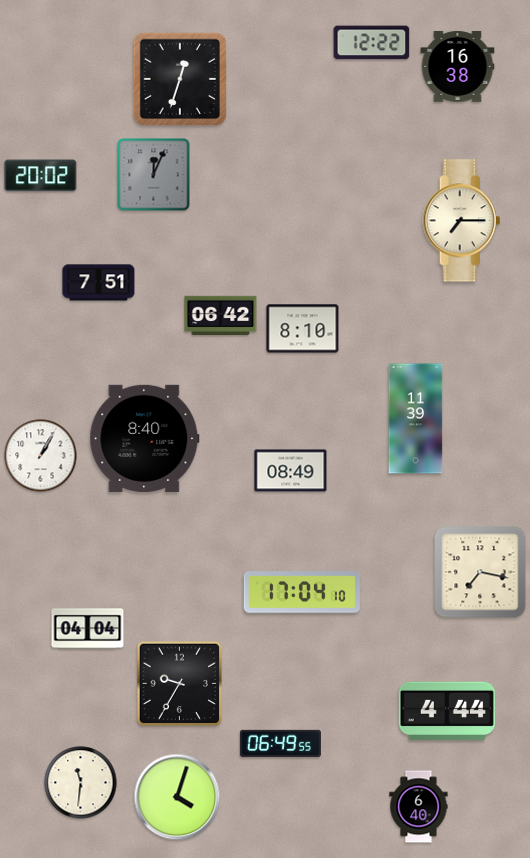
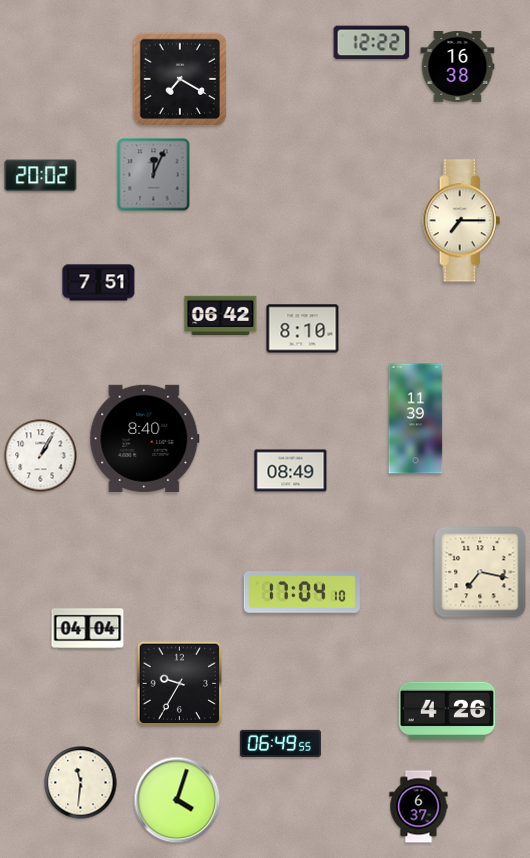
clock at (179, 78): 12:33 -> 7:20
clock at (447, 710): 4:44 -> 4:26
clock at (177, 797) position: (177, 797) -> (177, 800)
clock at (419, 807): 6:40 -> 6:37
